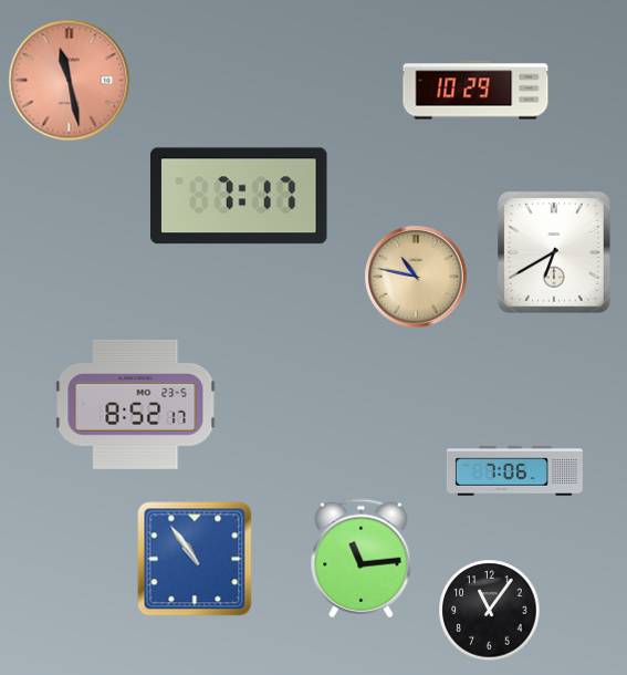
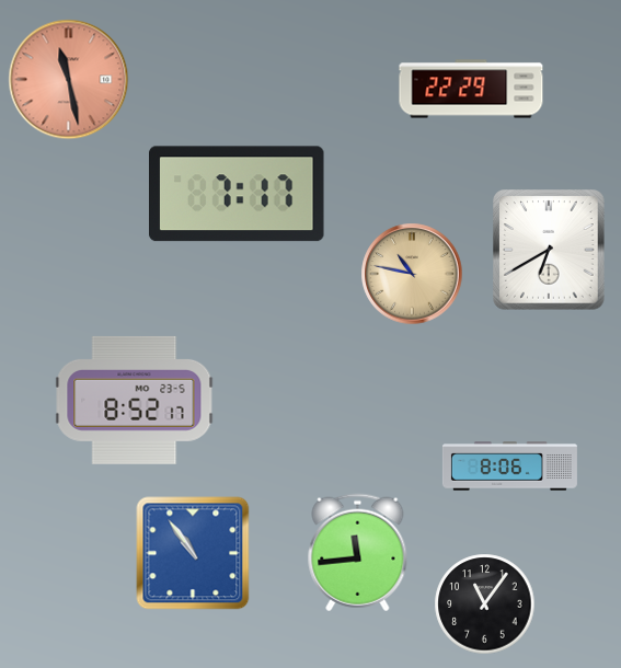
clock at (476, 90): 10:29 -> 22:29
clock at (514, 471): 7:06 -> 8:06
clock at (362, 559): 11:14 -> 11:44
